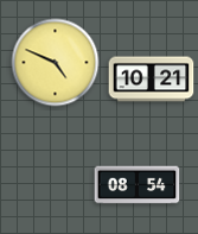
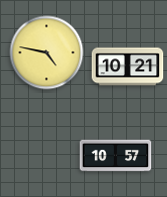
clock at (56, 63): 4:49 -> 4:47
clock at (138, 185): 08:54 -> 10:57
